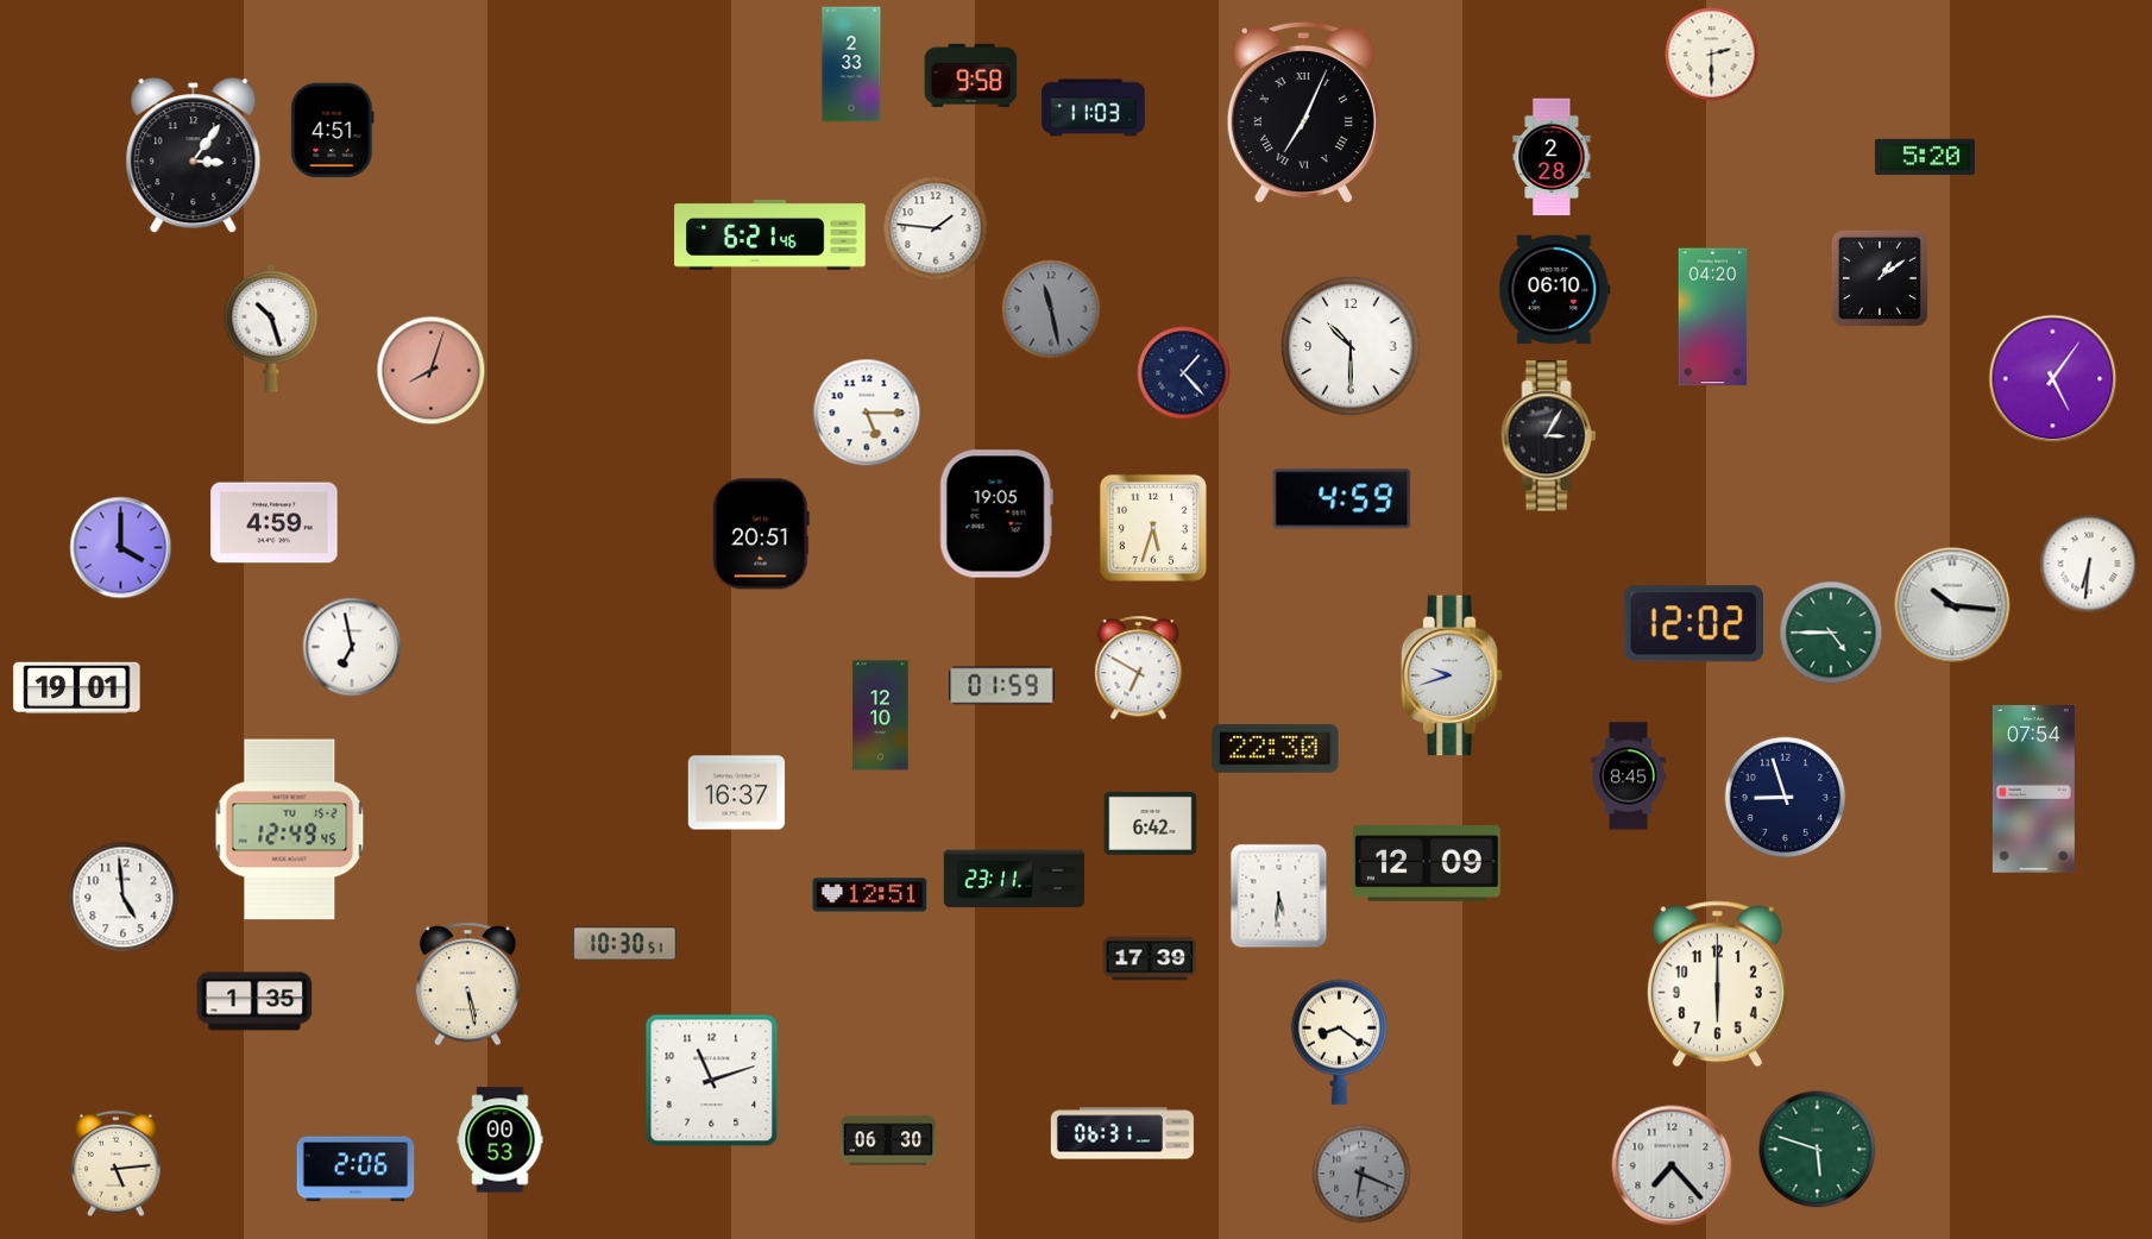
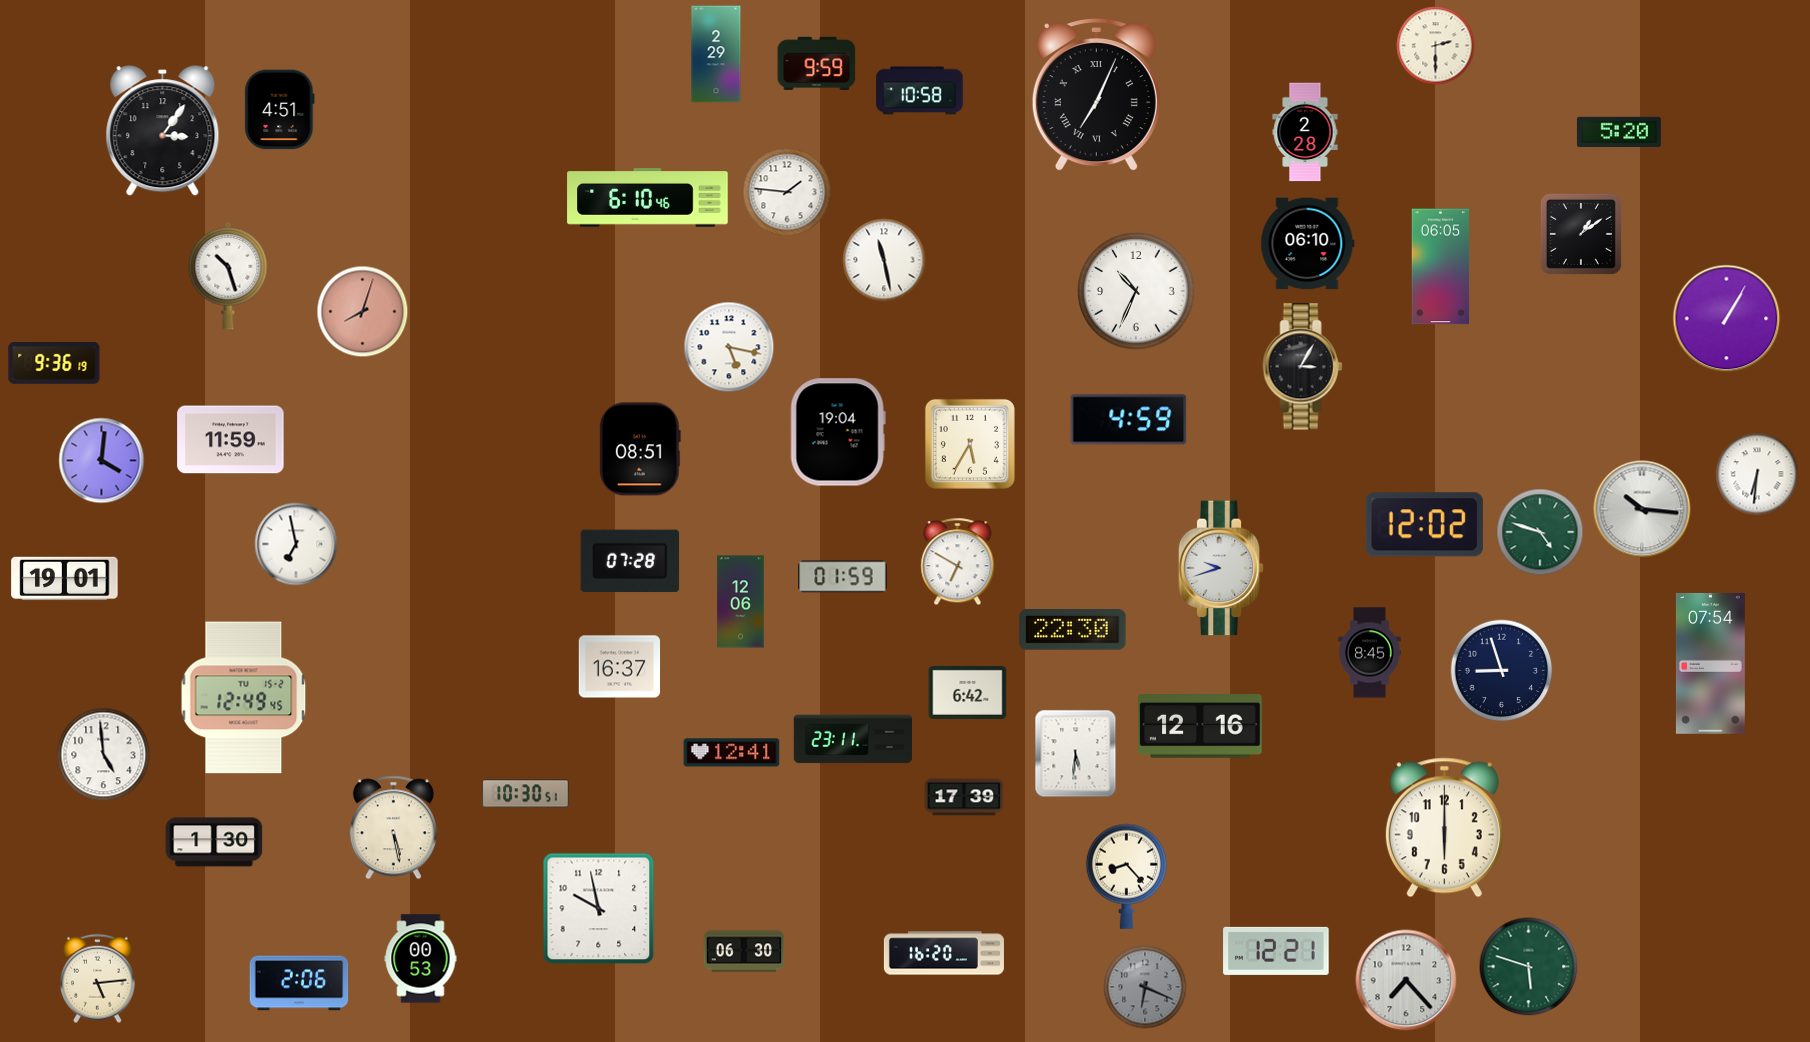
clock at (1712, 55) position: (1712, 55) -> (1436, 46)
clock at (851, 64): 2:33 -> 2:29
clock at (971, 75): 9:58 -> 9:59
clock at (1094, 108): 11:03 -> 10:58
clock at (770, 235): 6:21 -> 6:10
clock at (1051, 309) dial: grey -> white
clock at (1713, 317): 04:20 -> 06:05
clock at (1351, 346): 10:30 -> 10:34
clock at (1184, 373): 1:23 -> none
clock at (2053, 379): 5:06 -> 1:05
clock at (867, 413): 5:15 -> 5:17
clock at (54, 364): none -> 9:36
clock at (996, 514): 19:05 -> 19:04
clock at (275, 523): 4:59 -> 11:59
clock at (1153, 528): 5:33 -> 5:35
clock at (761, 534): 20:51 -> 08:51
clock at (121, 548): 4:00 -> 4:01
clock at (1831, 633): 4:45 -> 4:48
clock at (630, 561): none -> 07:28
clock at (881, 716): 12:10 -> 12:06
clock at (1427, 864): 12:09 -> 12:16
clock at (870, 895): 12:51 -> 12:41
clock at (1150, 958) position: (1150, 958) -> (964, 797)
clock at (254, 1001): 1:35 -> 1:30
clock at (1339, 1042): 8:21 -> 8:23
clock at (712, 1081): 11:12 -> 9:58
clock at (1276, 951): none -> 12:21
clock at (1122, 1133): 06:31 -> 16:20
clock at (888, 1140) position: (888, 1140) -> (744, 951)
